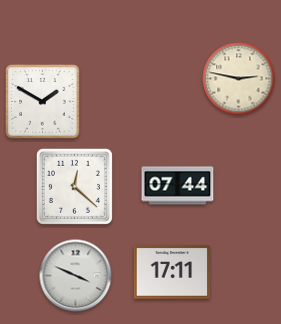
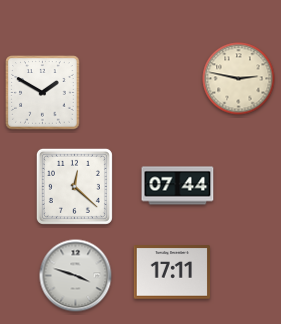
clock at (43, 102) position: (43, 102) -> (43, 93)
clock at (76, 276): 3:49 -> 3:48
